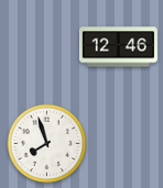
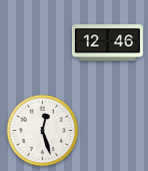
clock at (47, 144): 7:57 -> 12:27
